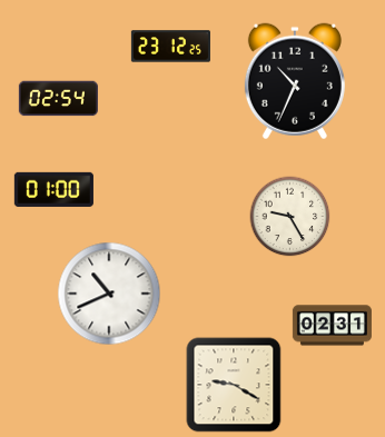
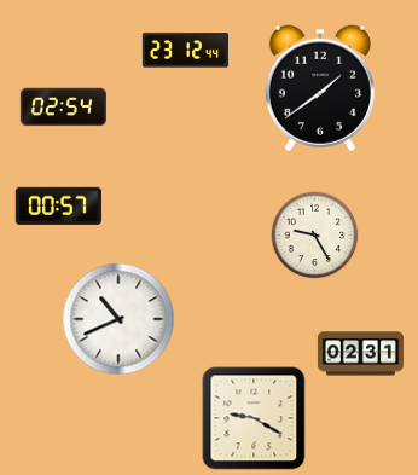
clock at (170, 47): 23:12:25 -> 23:12:44
clock at (295, 81): 10:34 -> 1:39
clock at (53, 189): 01:00 -> 00:57
